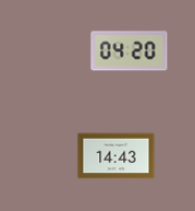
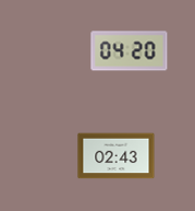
clock at (117, 156): 14:43 -> 02:43
